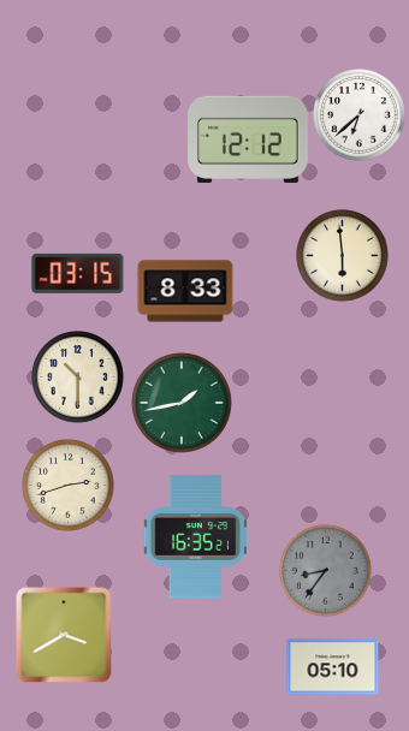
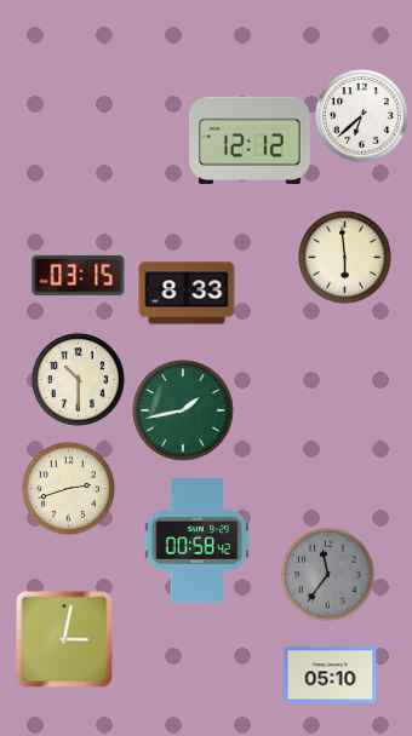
clock at (183, 404) position: (183, 404) -> (184, 412)
clock at (196, 537): 16:35 -> 00:58
clock at (326, 571): 8:36 -> 11:36
clock at (64, 635): 3:40 -> 3:02
clock at (333, 667) position: (333, 667) -> (331, 675)
